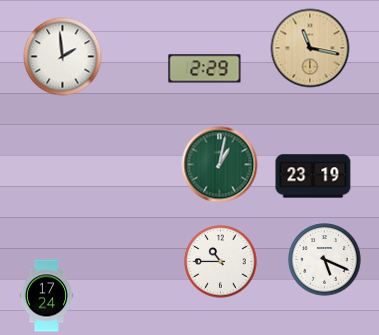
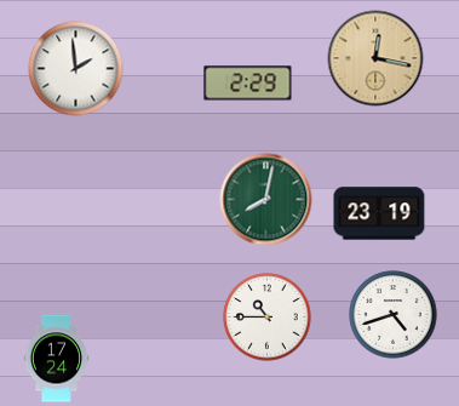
clock at (310, 48): 11:17 -> 12:17
clock at (220, 165): 1:02 -> 8:02
clock at (325, 260): 5:19 -> 4:42
